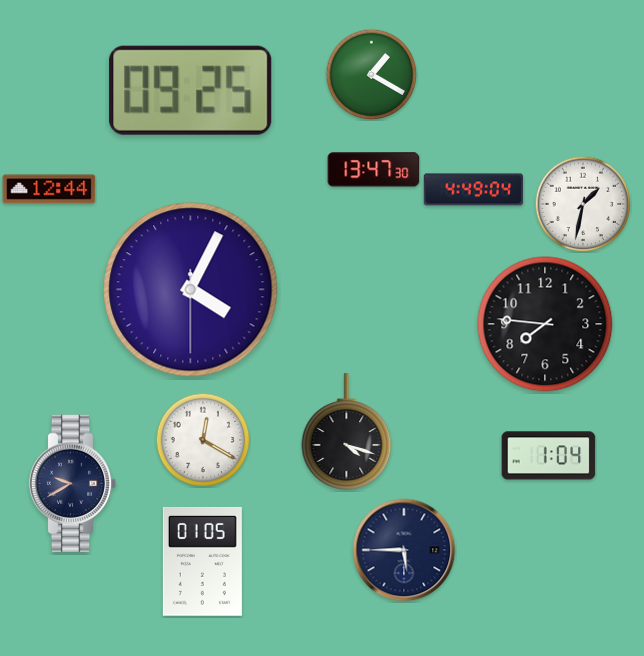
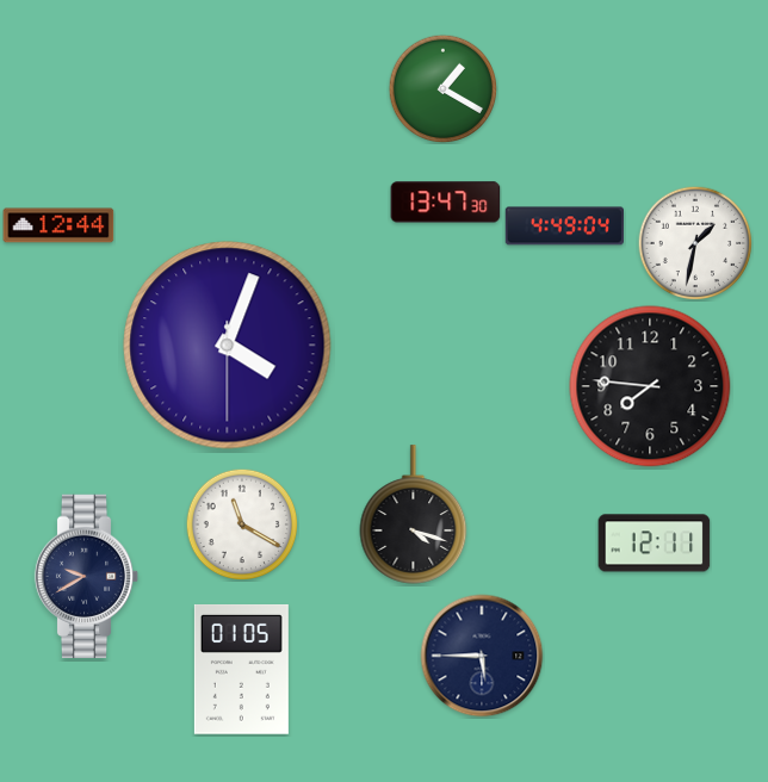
clock at (191, 90): 09:25 -> none
clock at (191, 290): 4:04 -> 4:03
clock at (203, 440): 12:20 -> 11:20
clock at (549, 456): 1:04 -> 12:11
